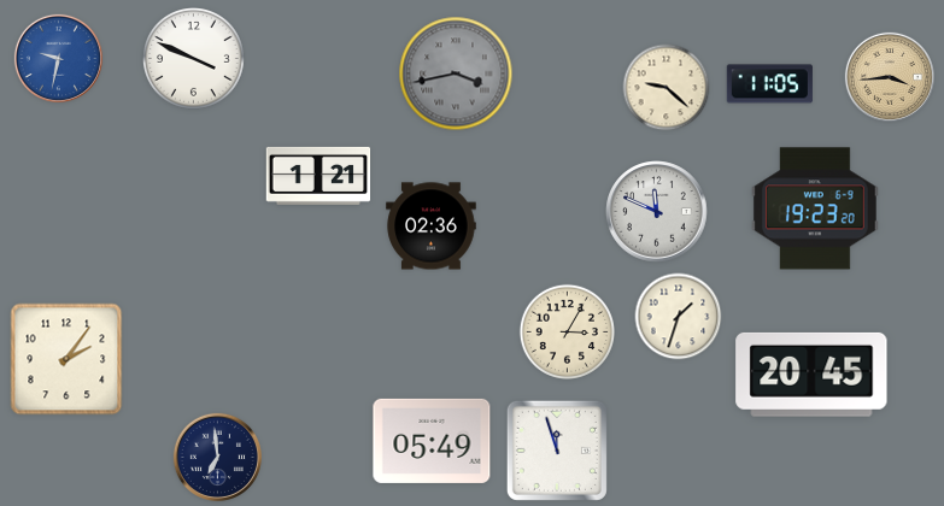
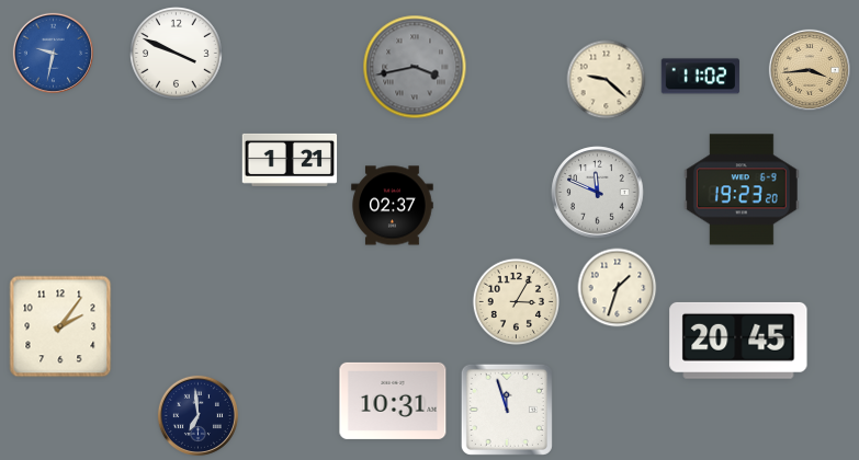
clock at (769, 84): 11:05 -> 11:02
clock at (432, 226): 02:36 -> 02:37
clock at (432, 441): 05:49 -> 10:31
